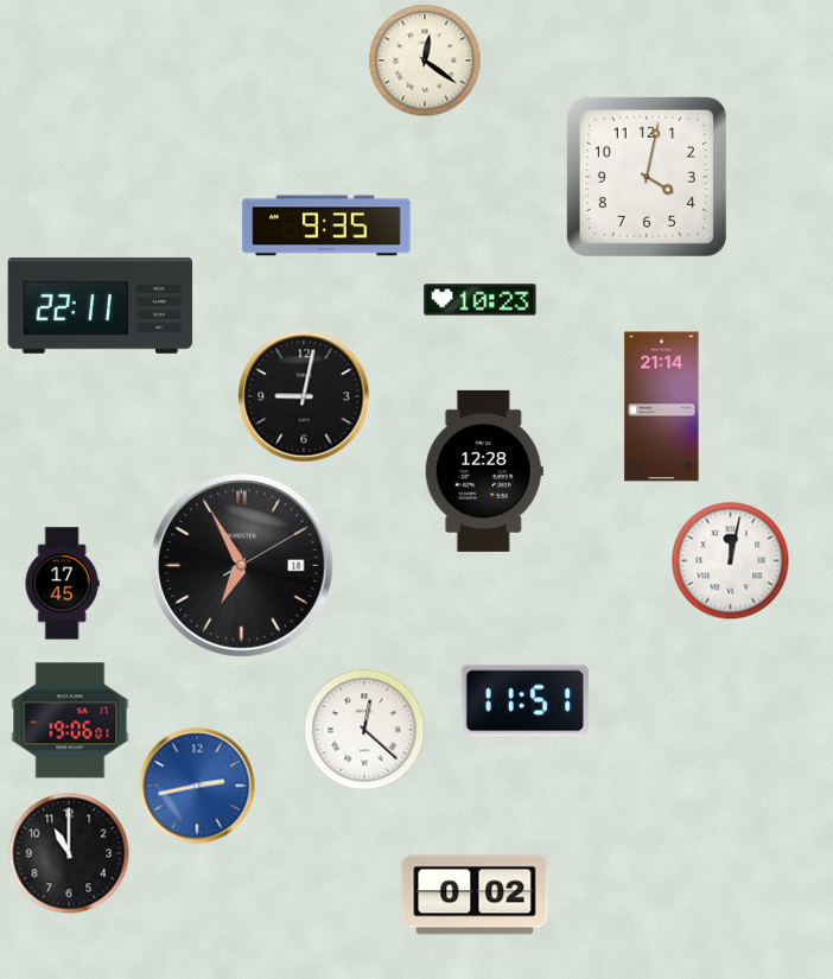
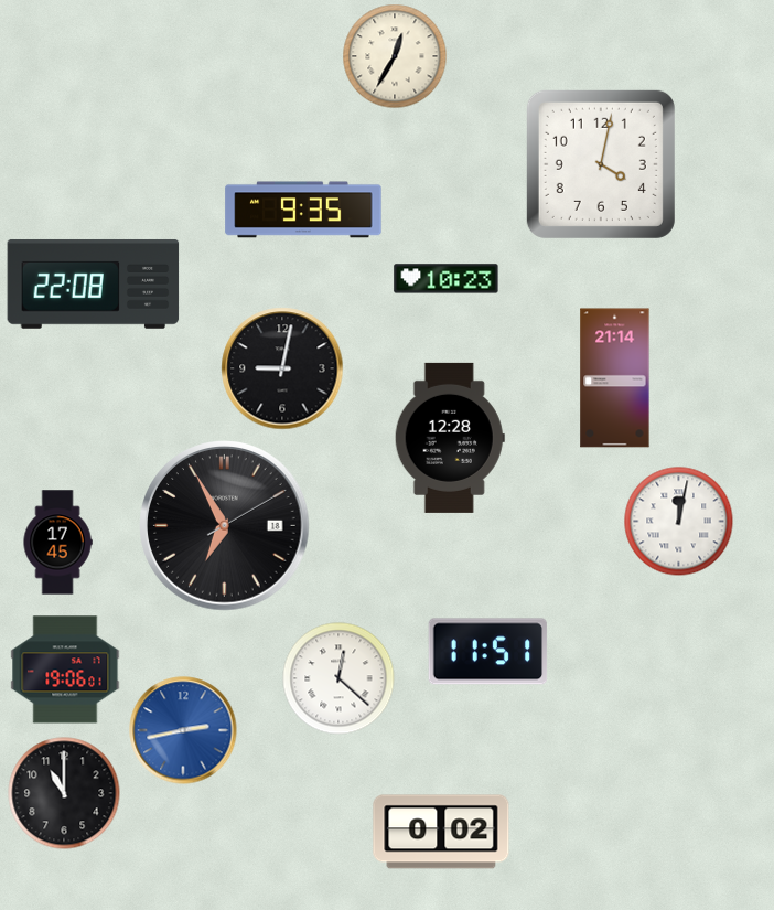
clock at (425, 61): 12:21 -> 12:35
clock at (101, 305): 22:11 -> 22:08
